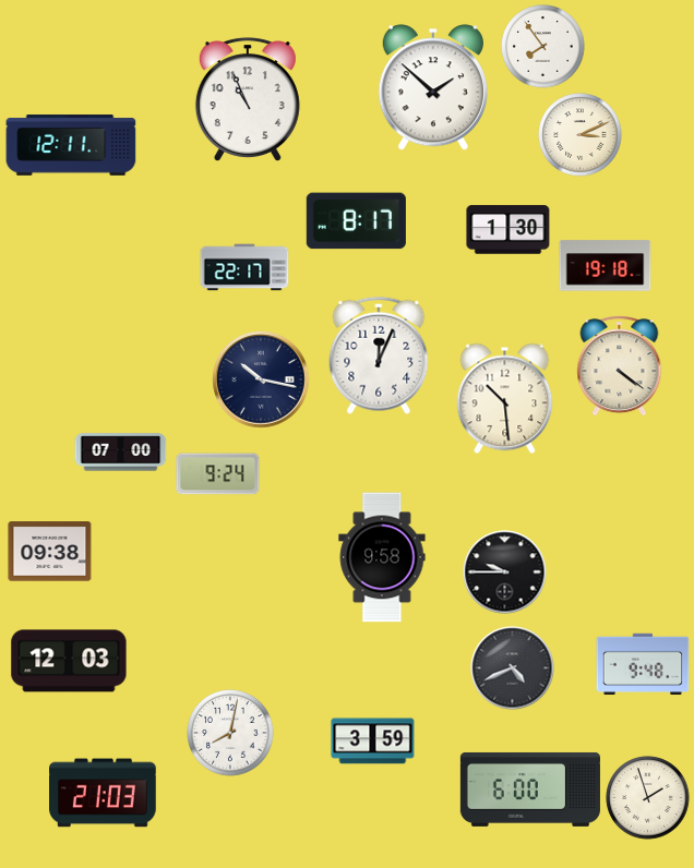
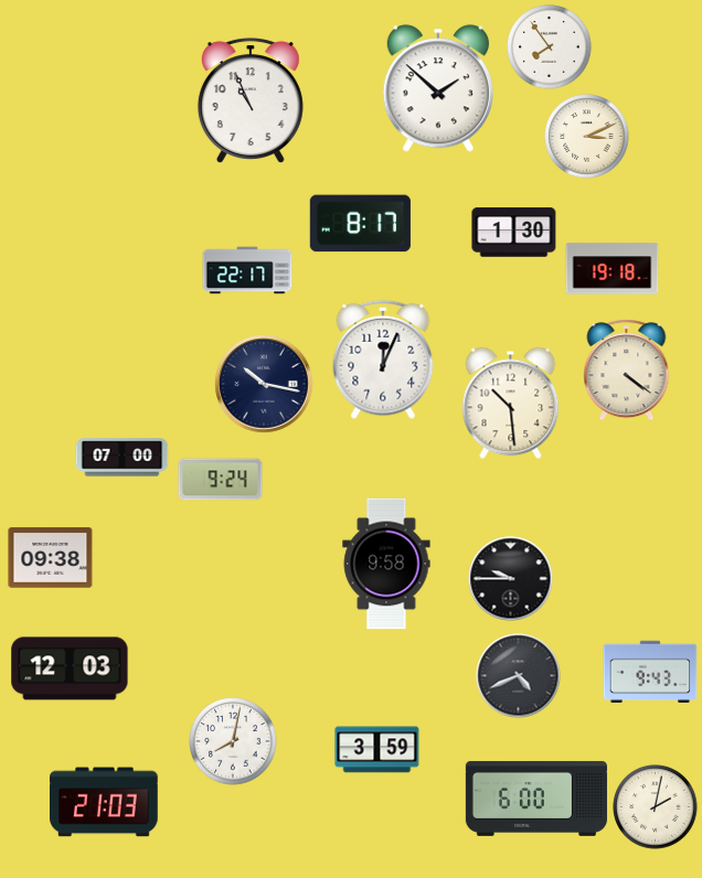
clock at (71, 145): 12:11 -> none
clock at (643, 664): 9:48 -> 9:43
clock at (648, 798): 1:57 -> 2:02
